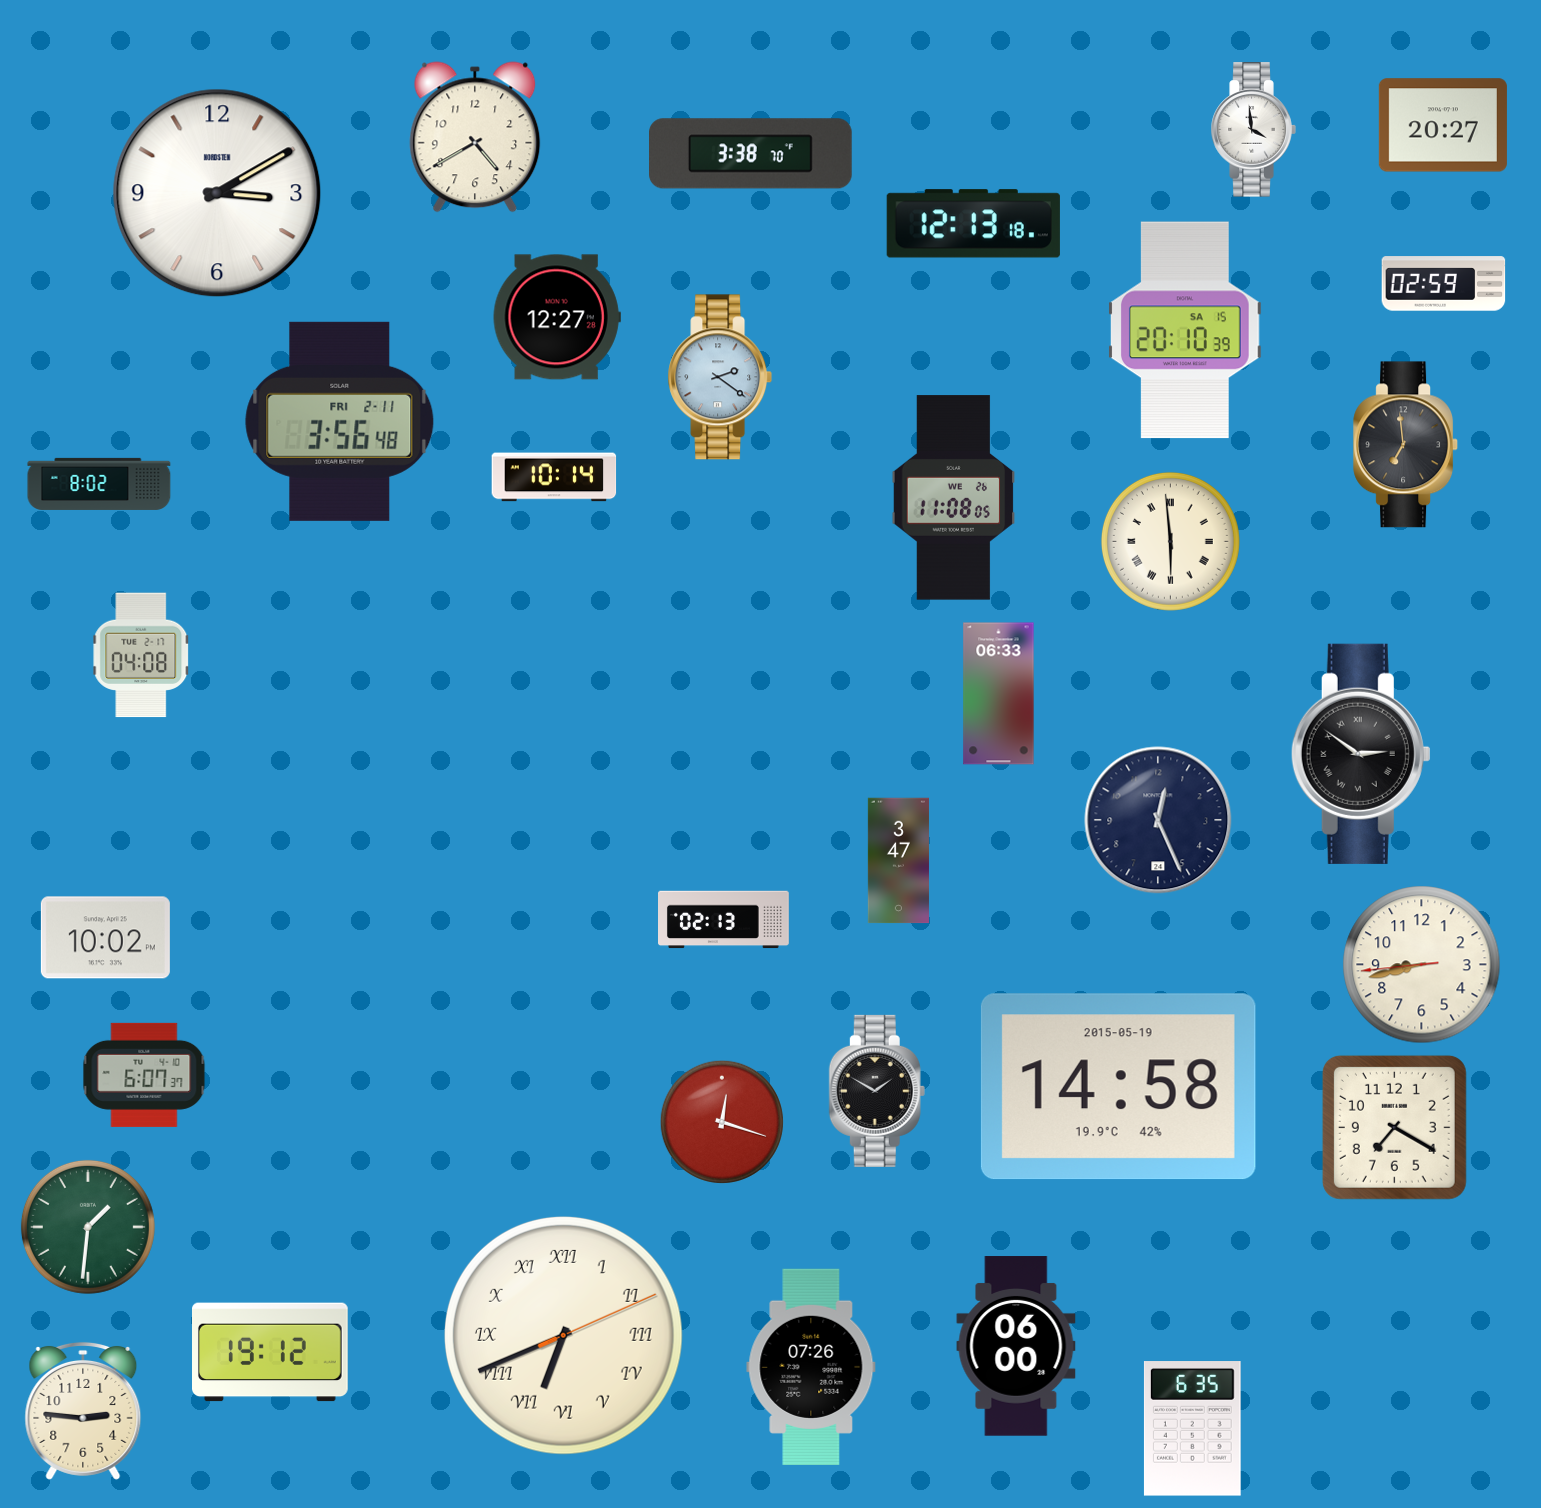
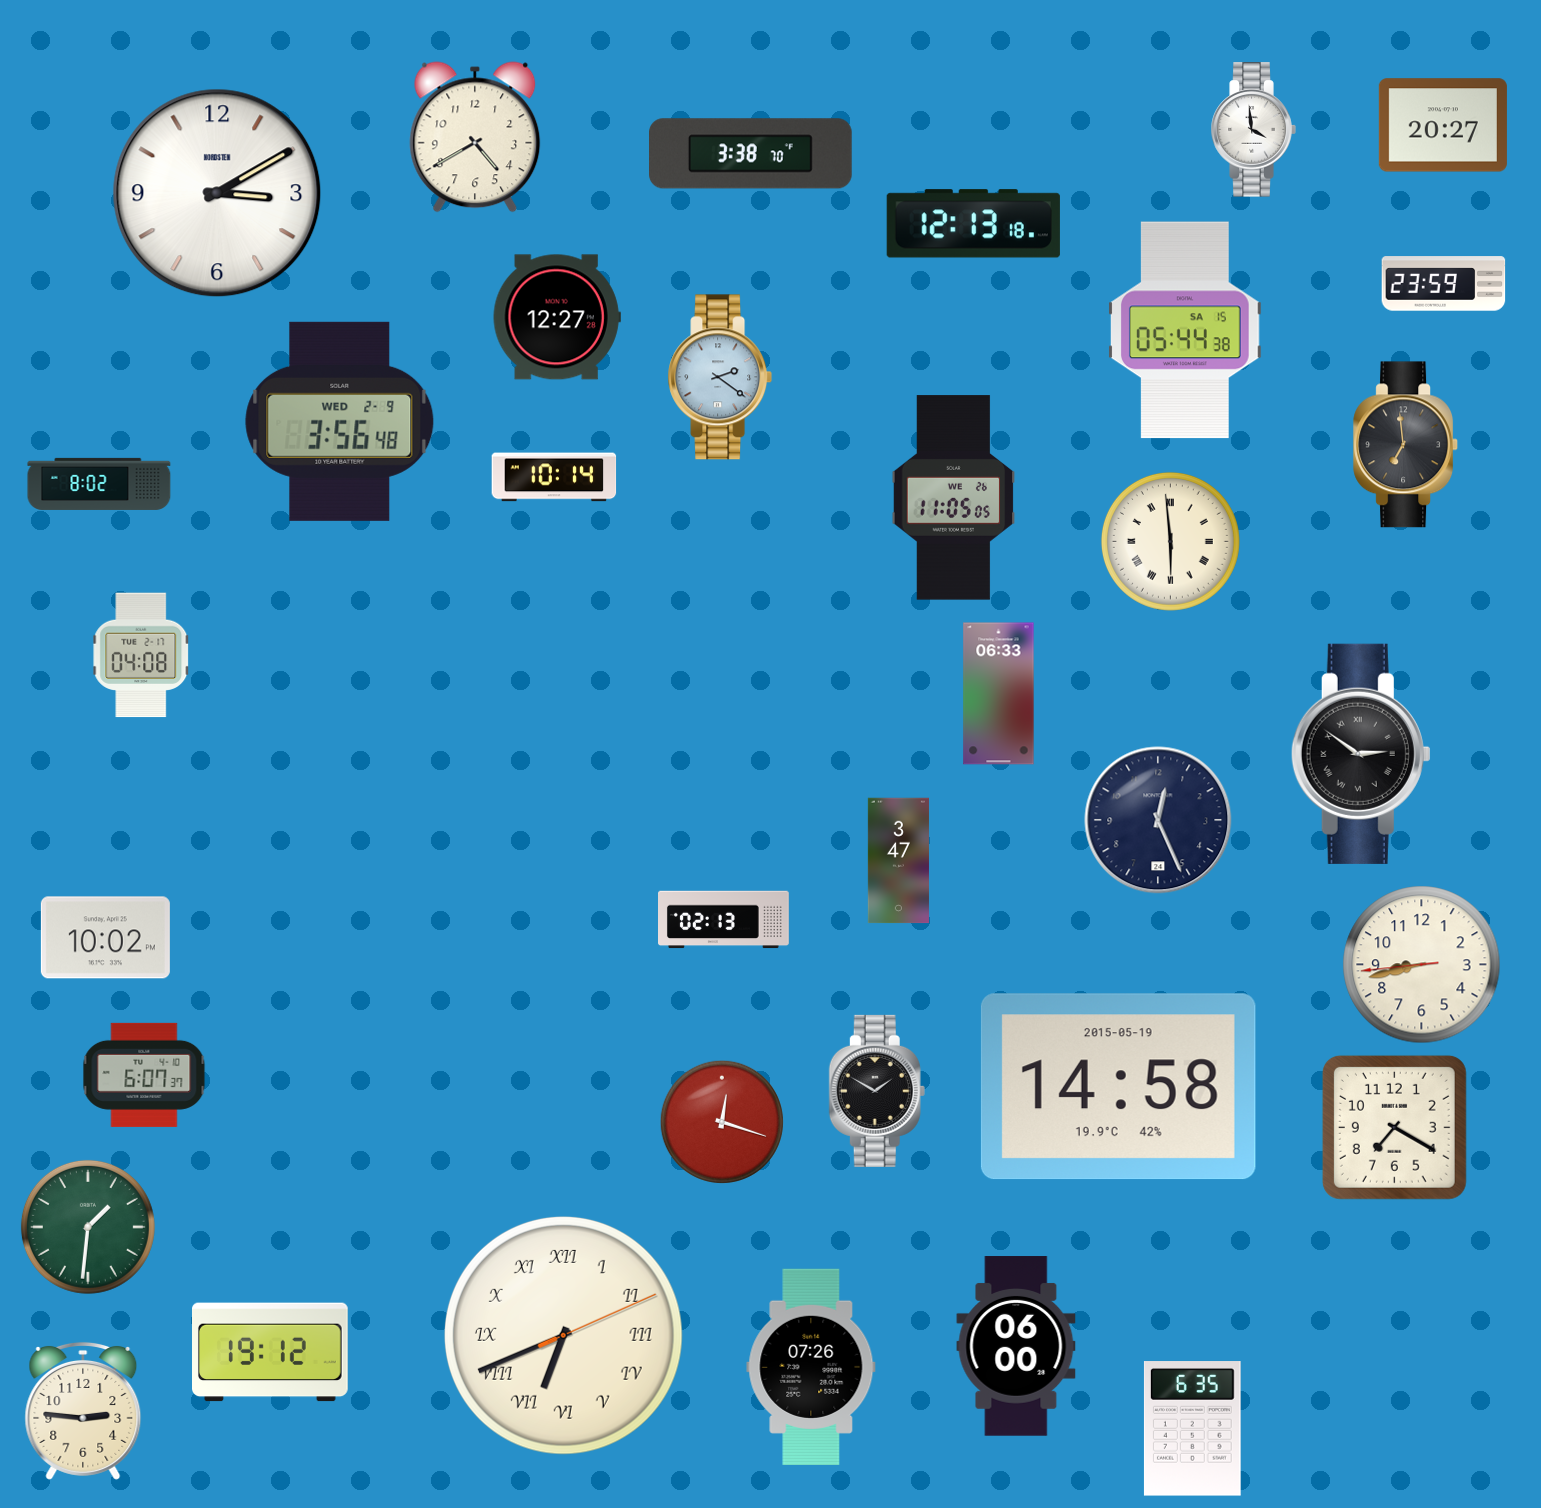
clock at (1444, 284): 02:59 -> 23:59
clock at (1186, 330): 20:10 -> 05:44
clock at (340, 421) date: FRI 2-11 -> WED 2-9
clock at (954, 498): 11:08 -> 11:05
